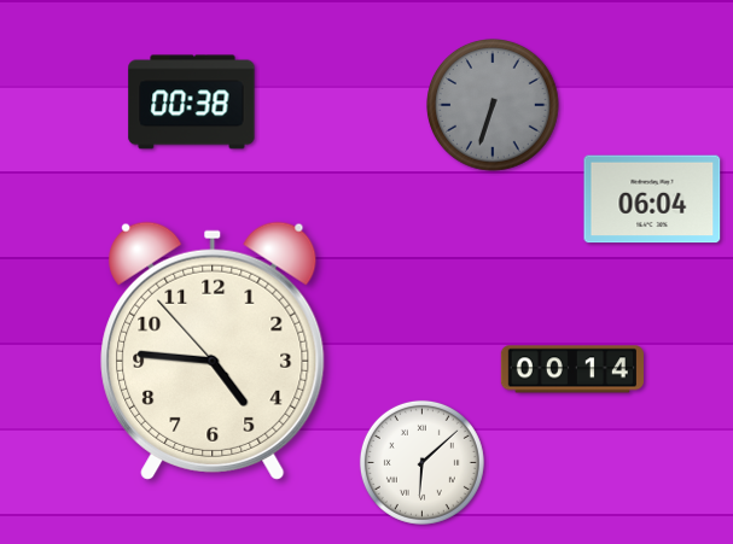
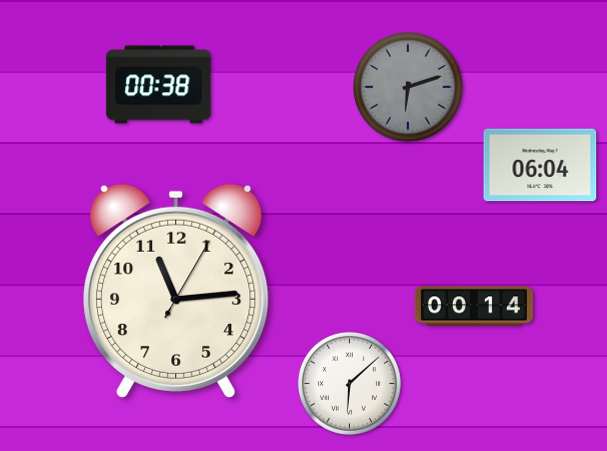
clock at (494, 106): 6:33 -> 6:12
clock at (213, 351): 4:45 -> 11:14
